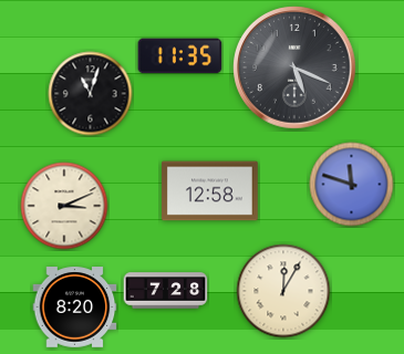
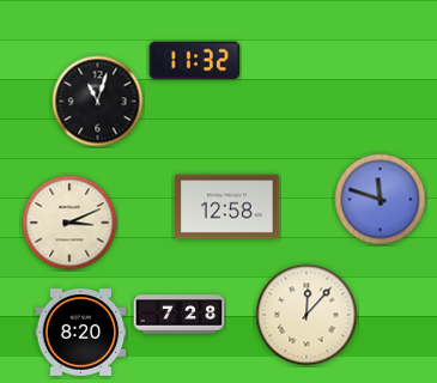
clock at (180, 56): 11:35 -> 11:32
clock at (294, 67): 5:19 -> none
clock at (283, 291): 12:05 -> 12:07
